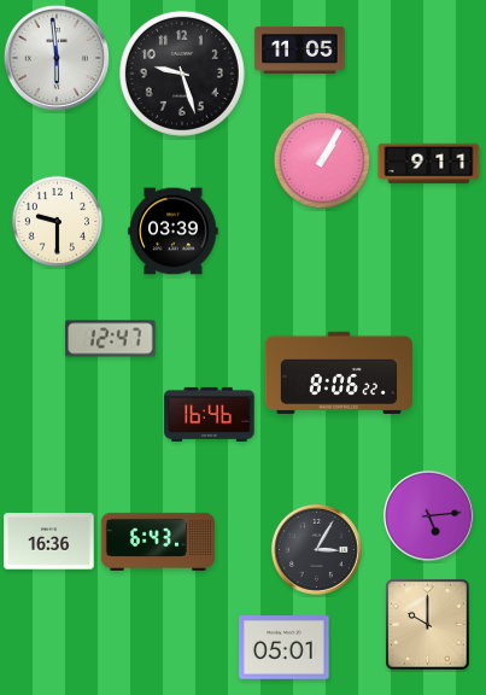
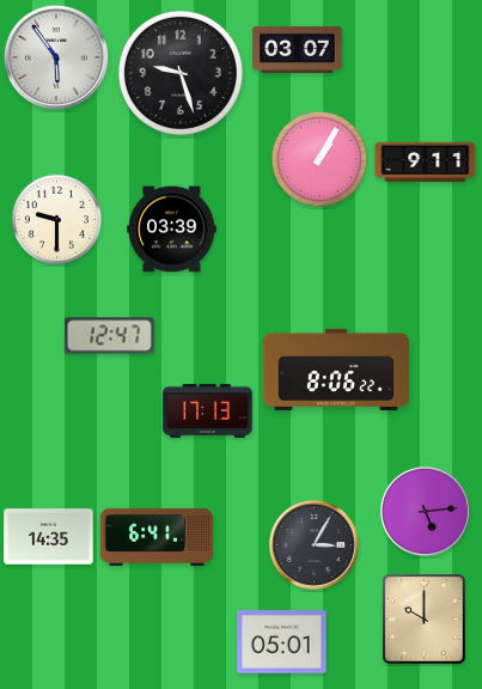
clock at (300, 49): 11:05 -> 03:07
clock at (57, 58): 5:59 -> 5:54
clock at (210, 414): 16:46 -> 17:13
clock at (49, 542): 16:36 -> 14:35
clock at (157, 542): 6:43 -> 6:41
